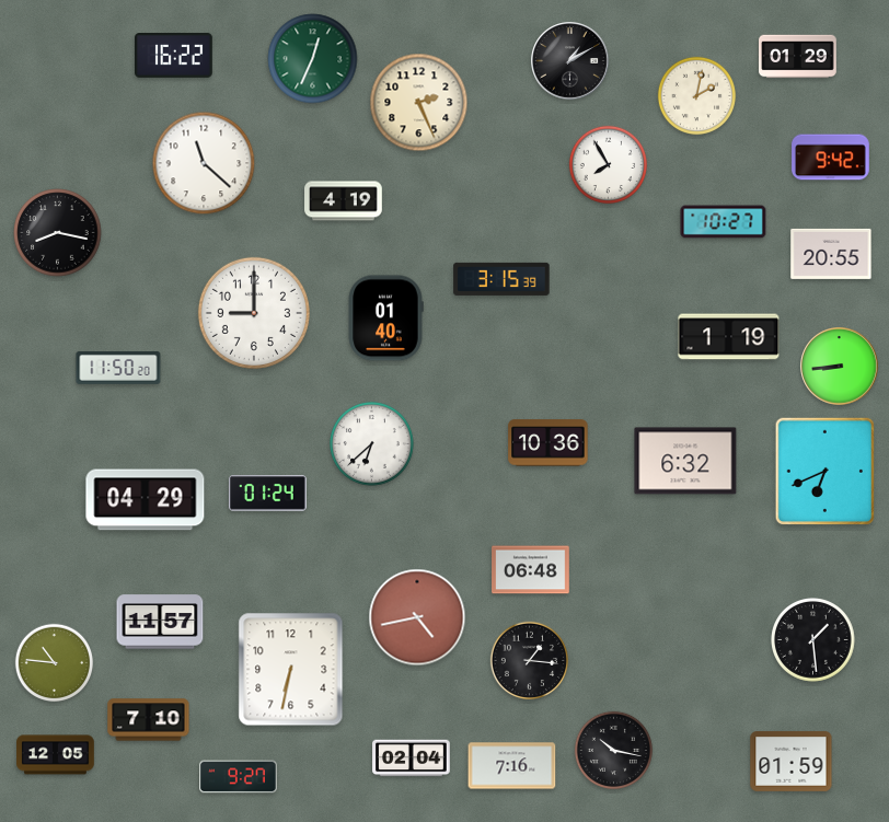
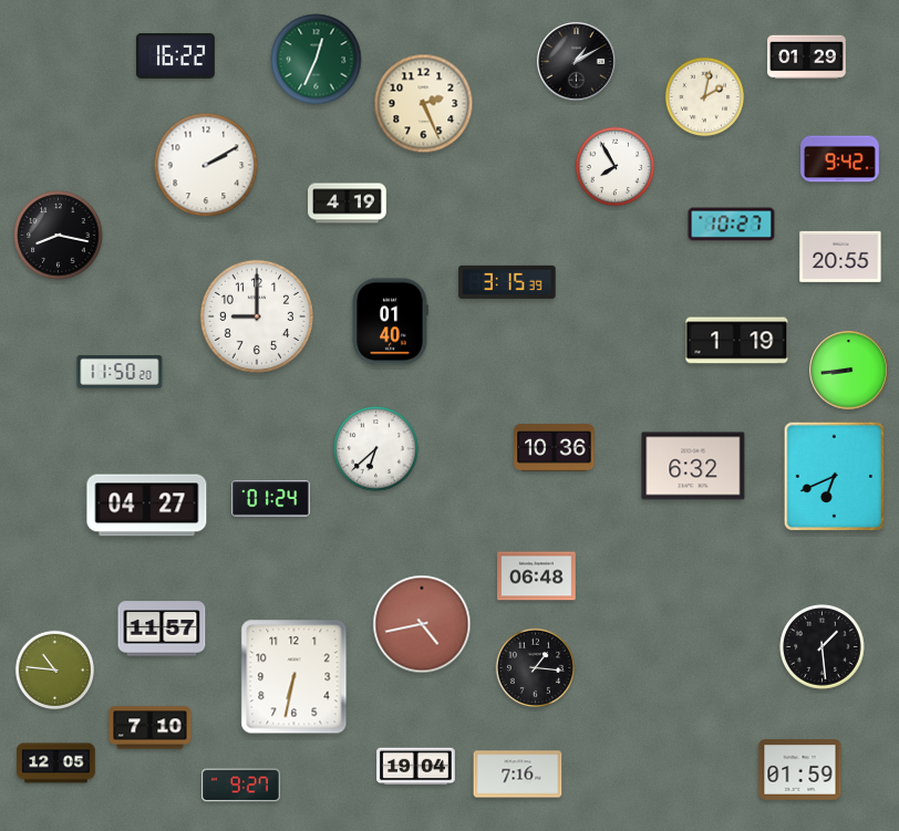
clock at (204, 163): 11:22 -> 2:10
clock at (146, 500): 04:29 -> 04:27
clock at (614, 751): 10:17 -> none
clock at (412, 759): 02:04 -> 19:04
